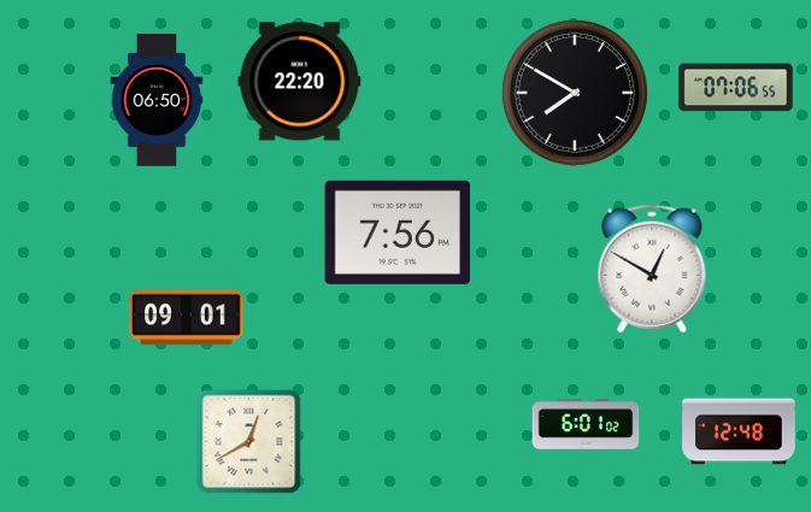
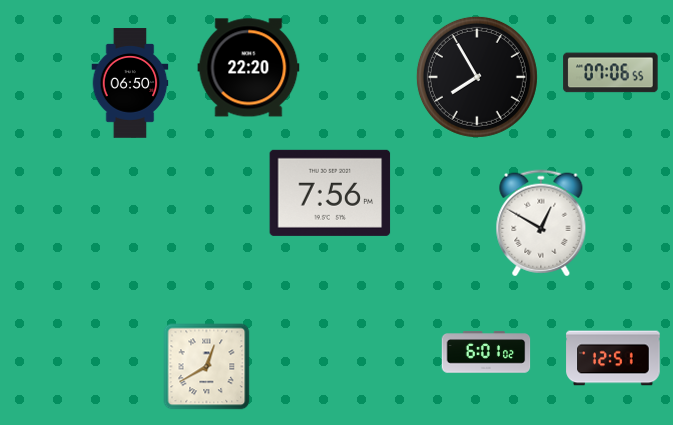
clock at (575, 93): 7:50 -> 7:55
clock at (187, 318): 09:01 -> none
clock at (739, 431): 12:48 -> 12:51
